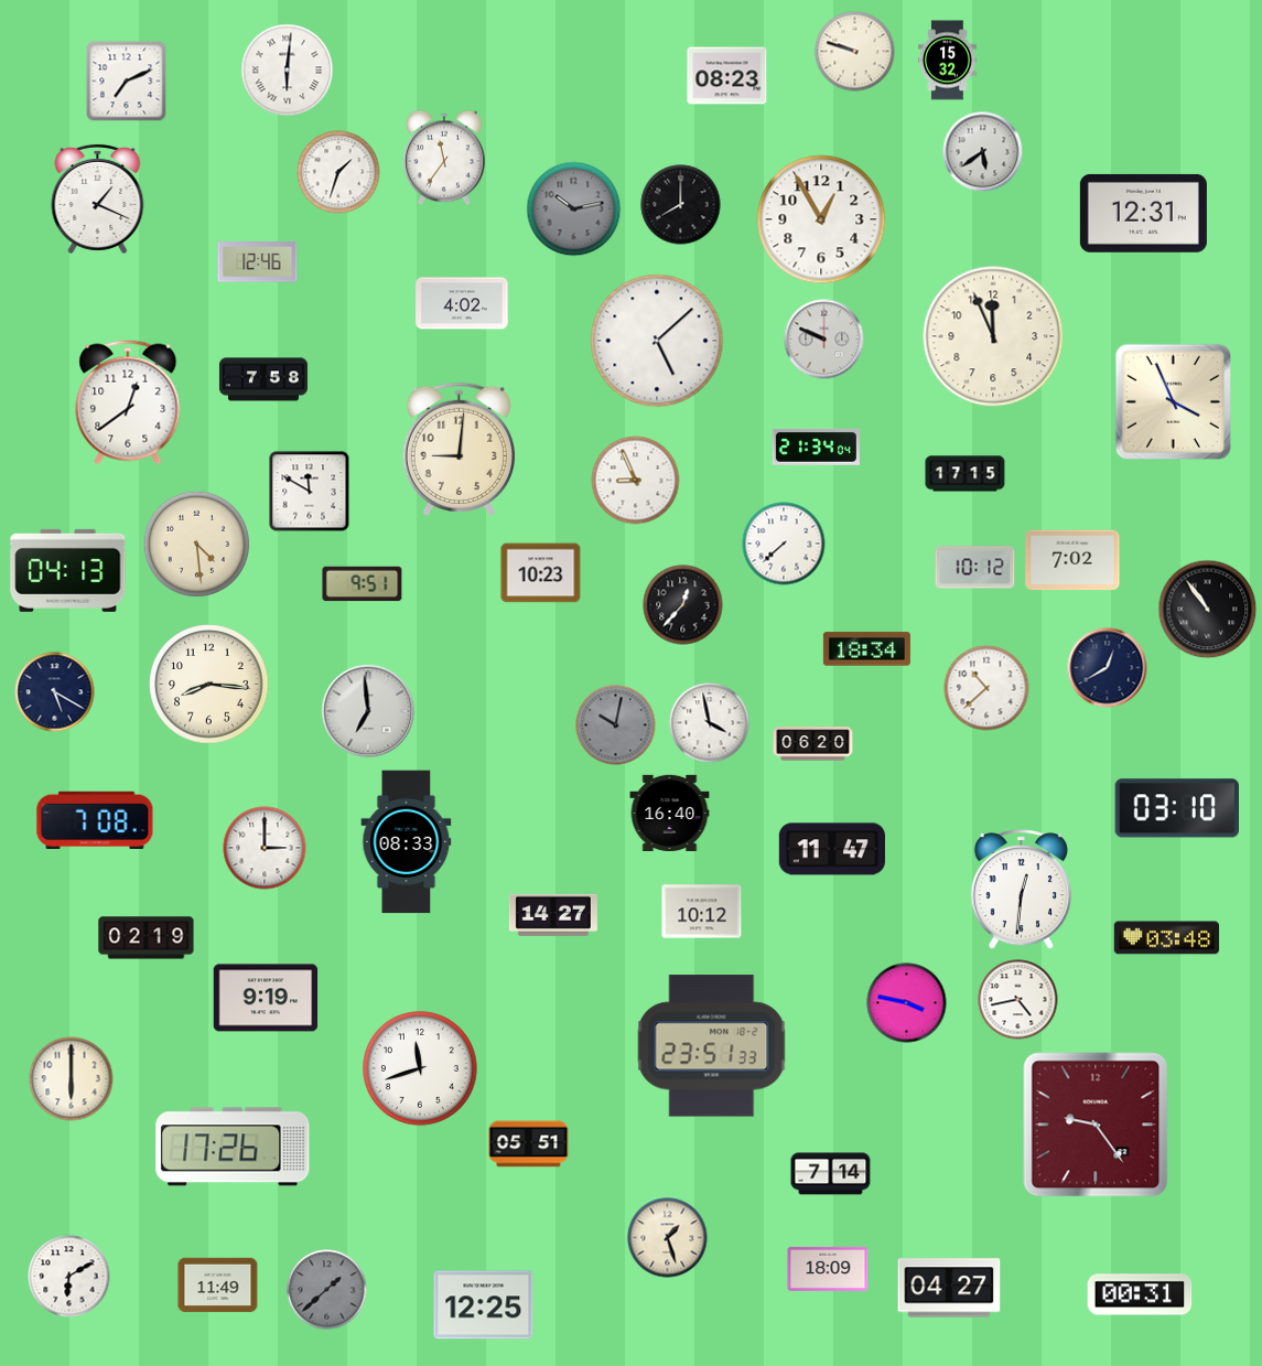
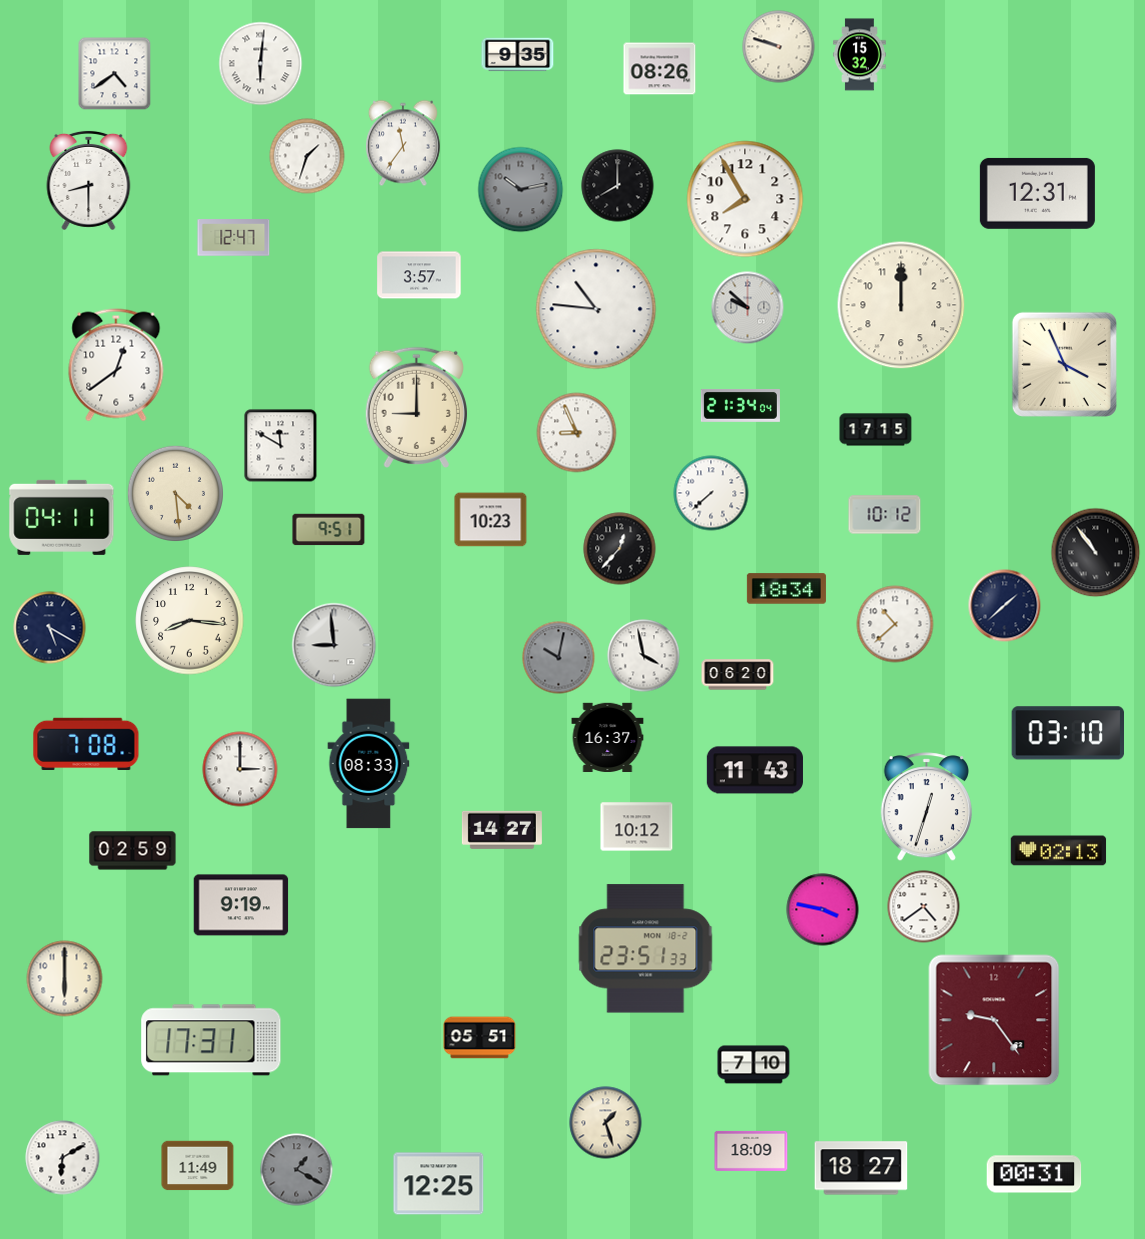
clock at (855, 52) position: (855, 52) -> (779, 47)
clock at (518, 55): none -> 9:35
clock at (727, 76): 08:23 -> 08:26
clock at (127, 82): 7:11 -> 4:39
clock at (983, 152): 5:39 -> none
clock at (98, 198): 1:19 -> 8:30
clock at (821, 219): 12:55 -> 7:55
clock at (258, 262): 12:46 -> 12:47
clock at (462, 303): 4:02 -> 3:57
clock at (993, 336): 11:56 -> 12:00
clock at (824, 340): 9:49 -> 9:52
clock at (657, 341): 5:08 -> 10:46
clock at (263, 379): 7:58 -> none
clock at (459, 450): 9:01 -> 9:00
clock at (636, 481) position: (636, 481) -> (577, 433)
clock at (196, 544) position: (196, 544) -> (175, 493)
clock at (1072, 560): 7:02 -> none
clock at (68, 570): 04:13 -> 04:11
clock at (1108, 668): 12:40 -> 1:38
clock at (368, 711): 6:59 -> 8:59
clock at (670, 813): 16:40 -> 16:37
clock at (832, 849): 11:47 -> 11:43
clock at (1021, 890): 12:31 -> 12:33
clock at (147, 938): 02:19 -> 02:59
clock at (1167, 938): 03:48 -> 02:13
clock at (1018, 1000): 4:43 -> 4:39
clock at (421, 1069): 11:42 -> none
clock at (233, 1147): 17:26 -> 17:31
clock at (831, 1174): 7:14 -> 7:10
clock at (949, 1288): 04:27 -> 18:27
clock at (327, 1290): 1:38 -> 1:20
